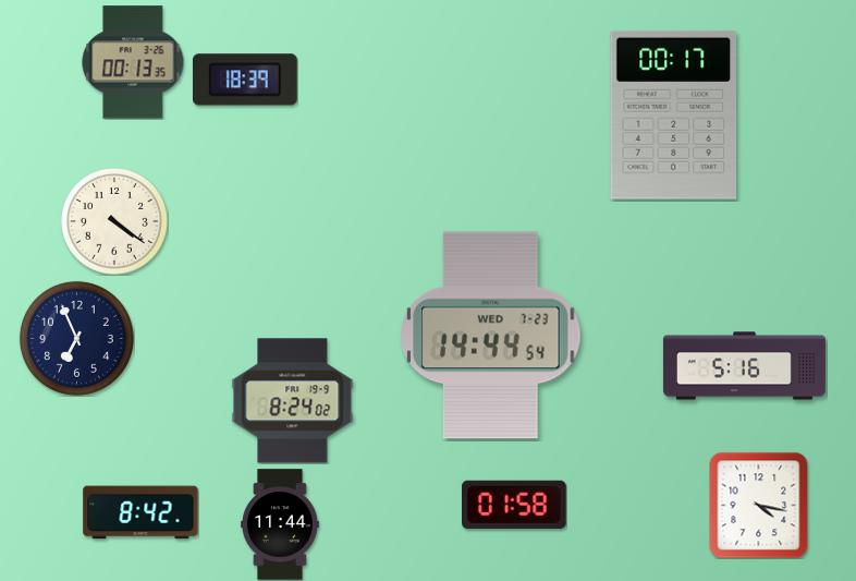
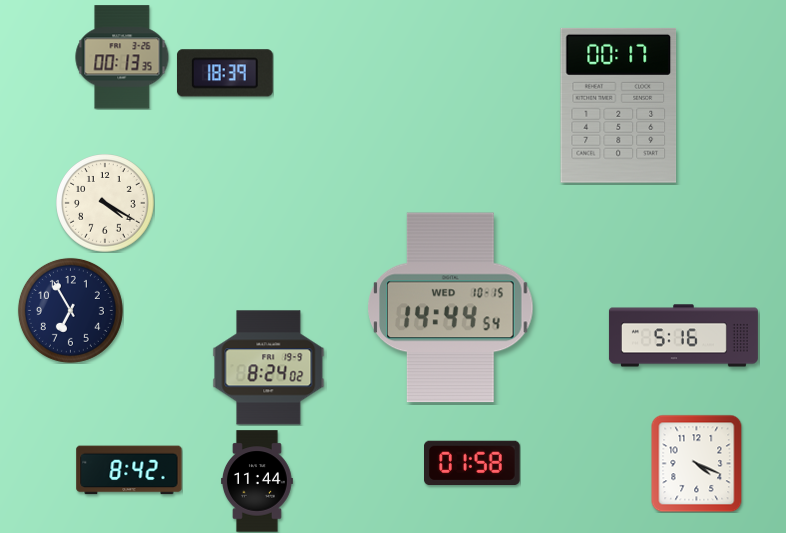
clock at (114, 221): 4:21 -> 4:20
clock at (491, 336) date: WED 7-23 -> WED 10-15
clock at (76, 338): 6:56 -> 6:55
clock at (759, 505): 4:17 -> 4:19
